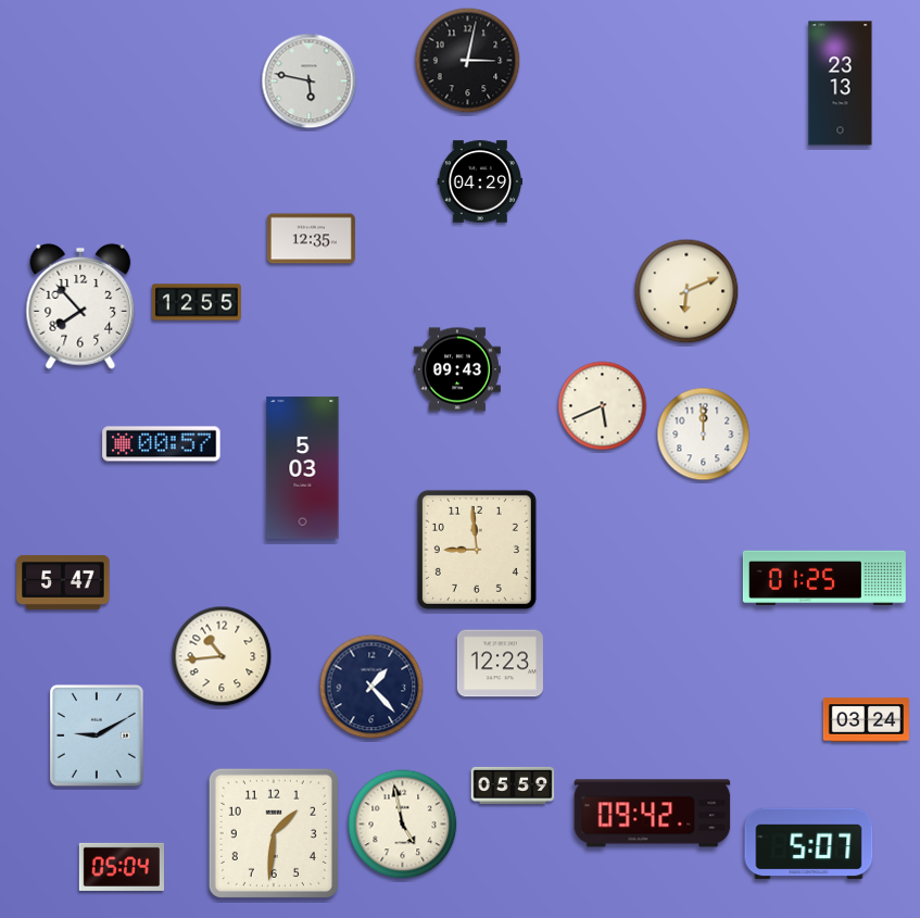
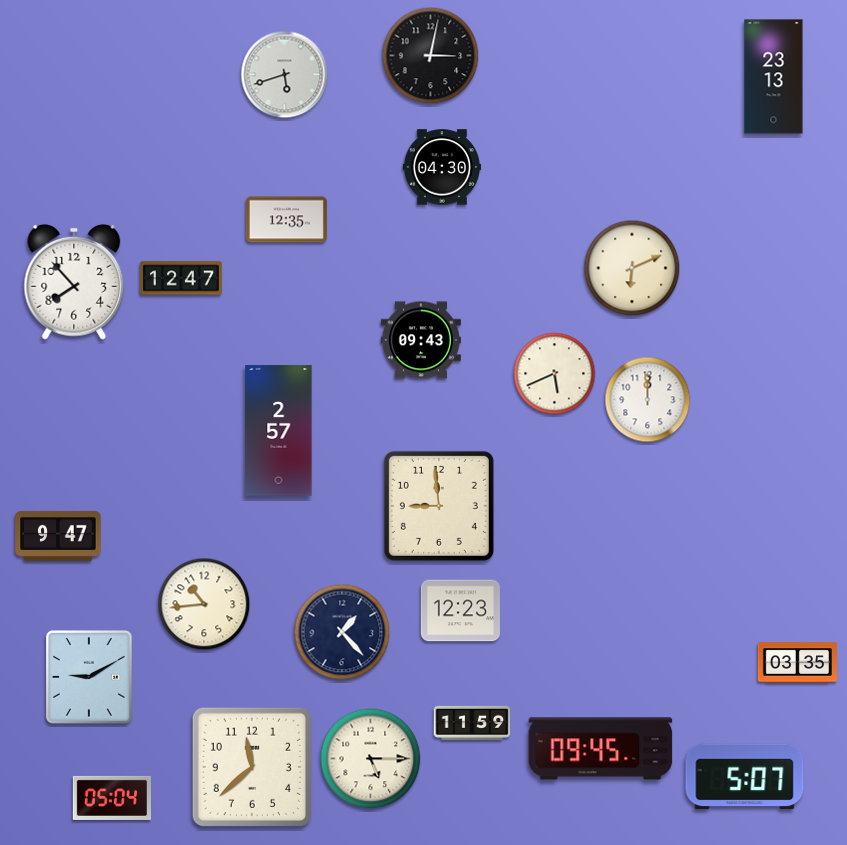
clock at (310, 81): 5:47 -> 5:42
clock at (480, 181): 04:29 -> 04:30
clock at (197, 302): 12:55 -> 12:47
clock at (162, 444): 00:57 -> none
clock at (303, 468): 5:03 -> 2:57
clock at (824, 577): 01:25 -> none
clock at (63, 582): 5:47 -> 9:47
clock at (866, 720): 03:24 -> 03:35
clock at (513, 785): 05:59 -> 11:59
clock at (653, 814): 09:42 -> 09:45
clock at (403, 825): 4:58 -> 5:15
clock at (274, 833): 1:31 -> 11:38
